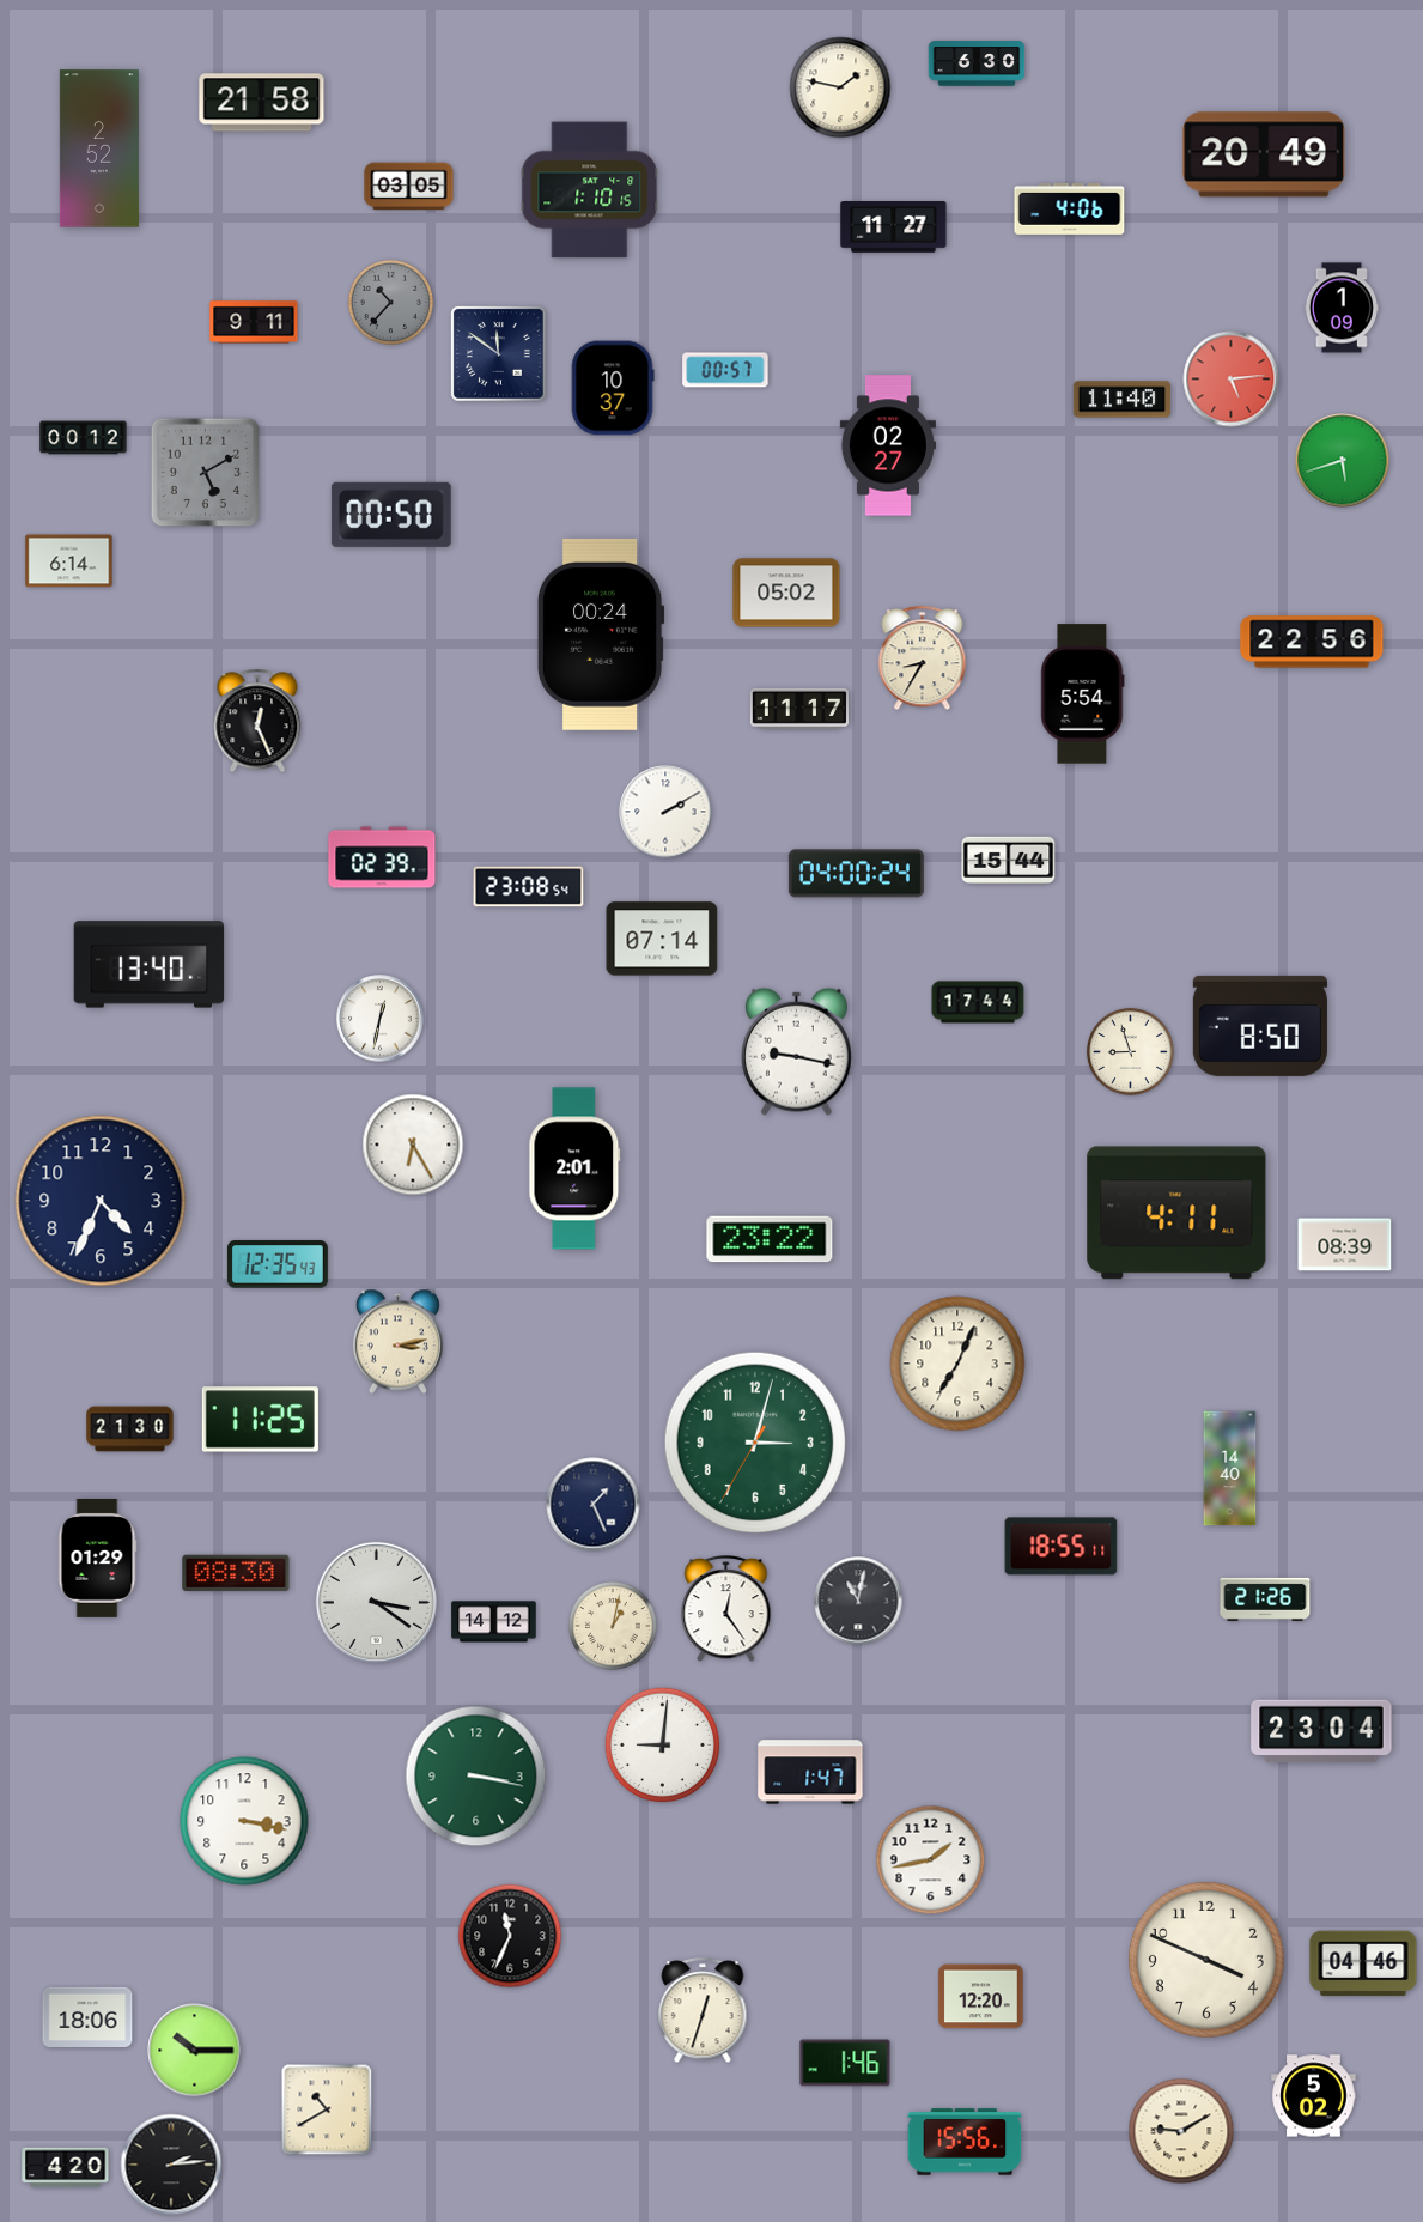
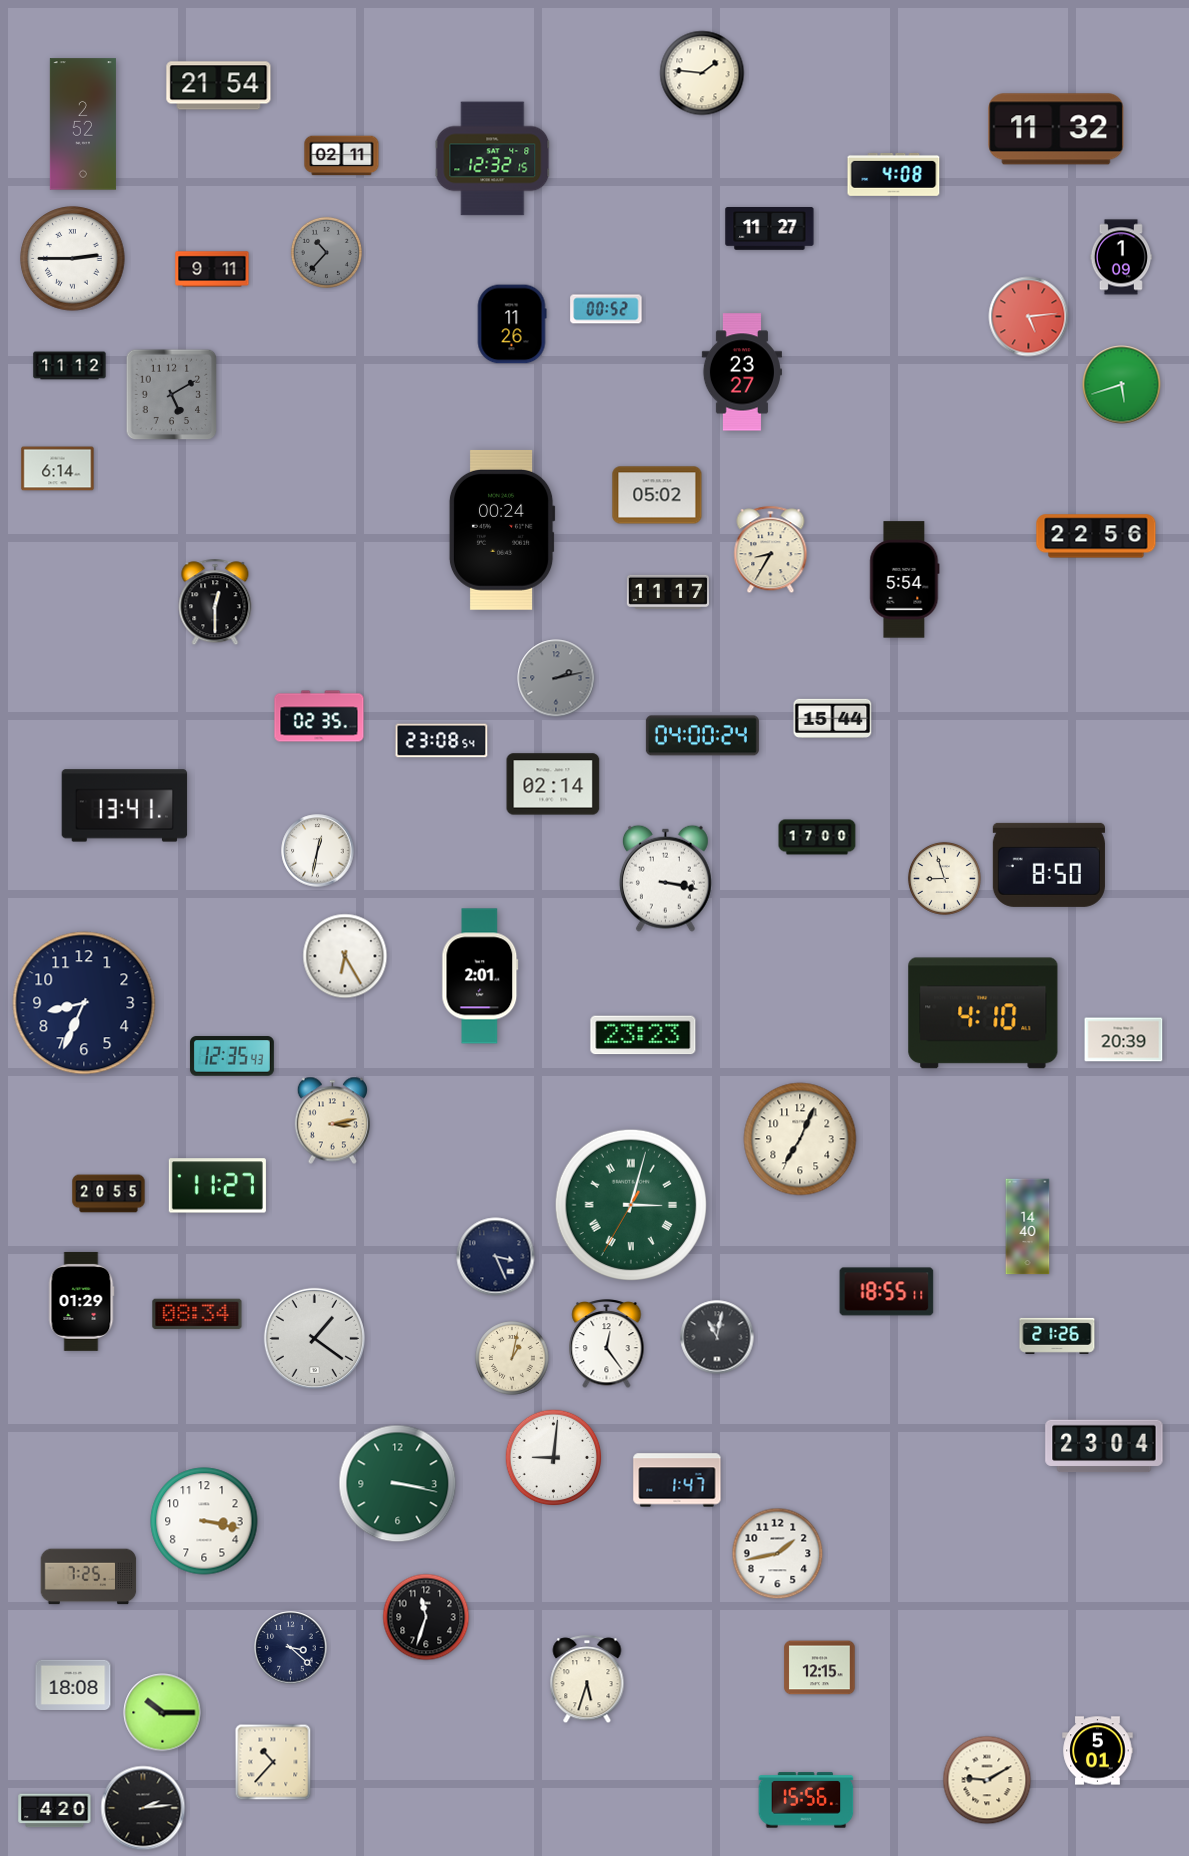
clock at (977, 63): 6:30 -> none
clock at (840, 87): 1:47 -> 1:46
clock at (262, 103): 21:58 -> 21:54
clock at (1264, 154): 20:49 -> 11:32
clock at (409, 187): 03:05 -> 02:11
clock at (590, 190): 1:10 -> 12:32
clock at (1070, 208): 4:06 -> 4:08
clock at (894, 227) position: (894, 227) -> (770, 229)
clock at (73, 259): none -> 2:45
clock at (498, 353): 11:51 -> none
clock at (725, 370): 00:57 -> 00:52
clock at (613, 388): 10:37 -> 11:26
clock at (1123, 400): 11:40 -> none
clock at (84, 438): 00:12 -> 11:12
clock at (888, 445): 02:27 -> 23:27
clock at (391, 515): 00:50 -> none
clock at (257, 721): 12:26 -> 12:30
clock at (665, 812): 2:10 -> 2:13
clock at (665, 812) dial: white -> grey
clock at (382, 857): 02:39 -> 02:35
clock at (1009, 860) position: (1009, 860) -> (833, 718)
clock at (856, 874) position: (856, 874) -> (702, 736)
clock at (662, 939): 07:14 -> 02:14
clock at (150, 965): 13:40 -> 13:41
clock at (978, 1002): 17:44 -> 17:00
clock at (1260, 1026) position: (1260, 1026) -> (1049, 865)
clock at (796, 1051): 9:17 -> 3:17
clock at (101, 1201): 4:34 -> 8:34
clock at (1176, 1213): 4:11 -> 4:10
clock at (770, 1239): 23:22 -> 23:23
clock at (1345, 1245): 08:39 -> 20:39
clock at (260, 1420): 11:25 -> 11:27
clock at (130, 1429): 21:30 -> 20:55
clock at (754, 1441) numerals: Arabic -> Roman
clock at (594, 1505): 1:26 -> 3:26
clock at (236, 1573): 08:30 -> 08:34
clock at (376, 1602): 3:21 -> 1:21
clock at (494, 1622): 14:12 -> none
clock at (89, 1577): none -> 7:25
clock at (510, 1936): 11:34 -> 11:33
clock at (1206, 1960): 3:49 -> none
clock at (1363, 1963): 04:46 -> none
clock at (291, 1648): none -> 3:22
clock at (981, 1997): 12:20 -> 12:15
clock at (703, 2011): 12:33 -> 5:33
clock at (87, 2017): 18:06 -> 18:08
clock at (845, 2063): 1:46 -> none
clock at (1314, 2096): 5:02 -> 5:01
clock at (327, 2109): 10:40 -> 10:37
clock at (965, 2142) position: (965, 2142) -> (806, 1800)
